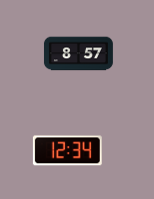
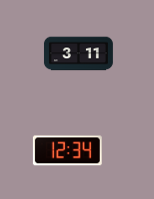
clock at (78, 54): 8:57 -> 3:11
